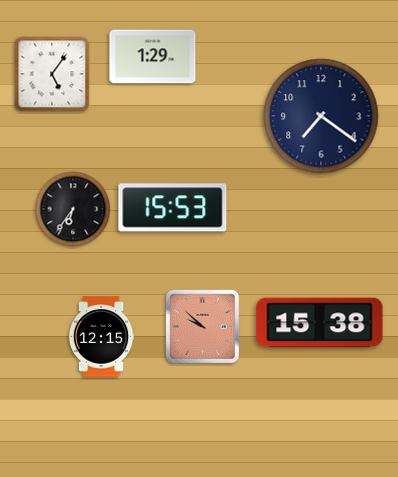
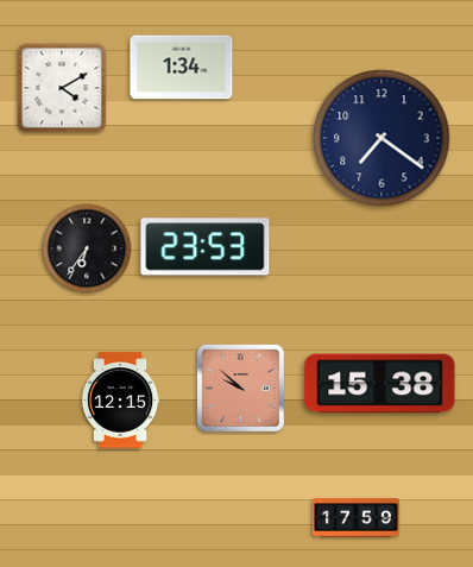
clock at (153, 57): 1:29 -> 1:34
clock at (52, 74): 5:06 -> 4:10
clock at (173, 208): 15:53 -> 23:53
clock at (357, 518): none -> 17:59
